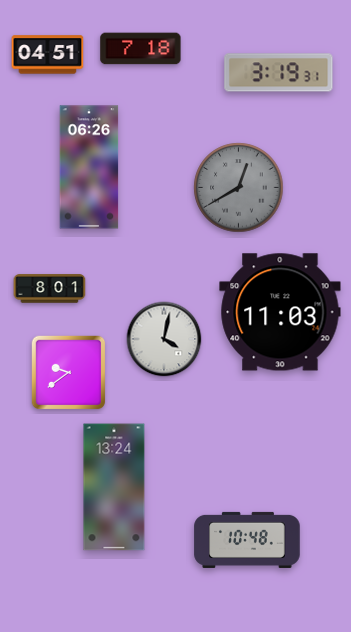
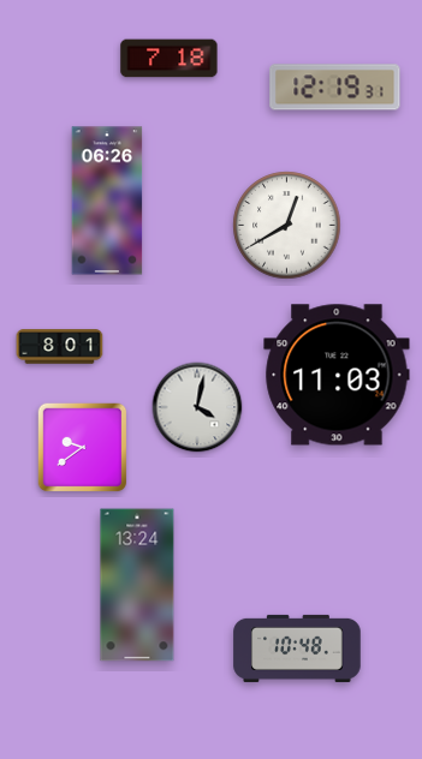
clock at (48, 55): 04:51 -> none
clock at (279, 73): 3:19 -> 12:19
clock at (239, 188) dial: grey -> white
